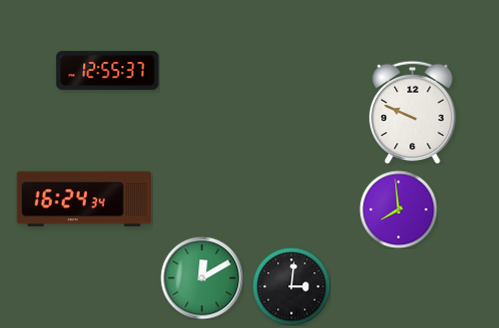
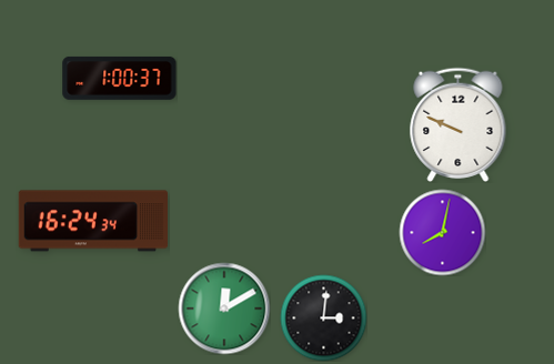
clock at (108, 70): 12:55 -> 1:00
clock at (398, 209): 7:59 -> 8:02
